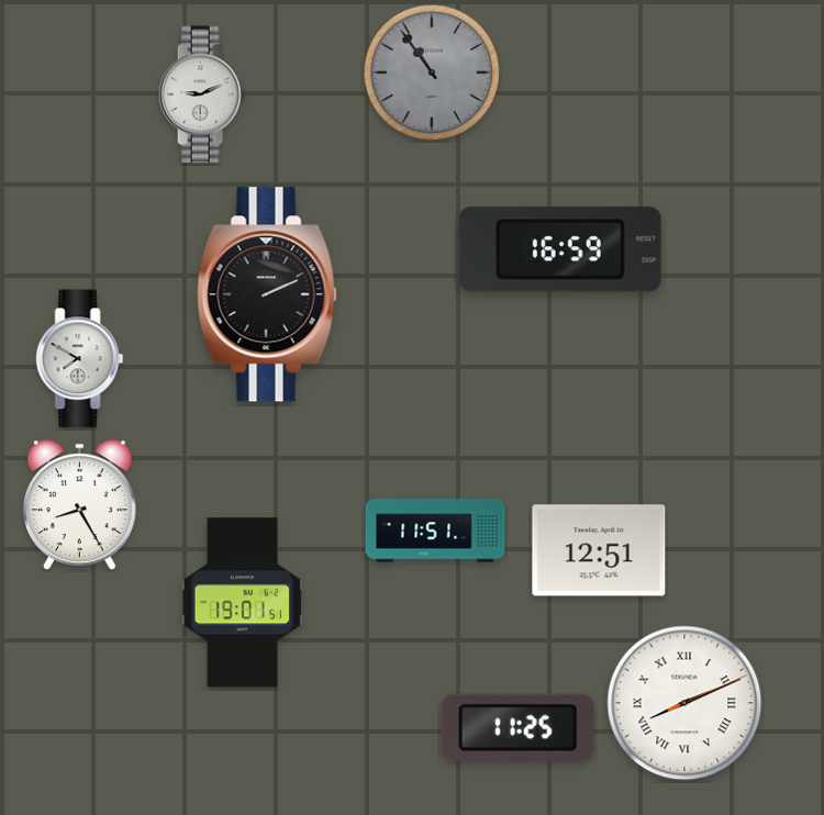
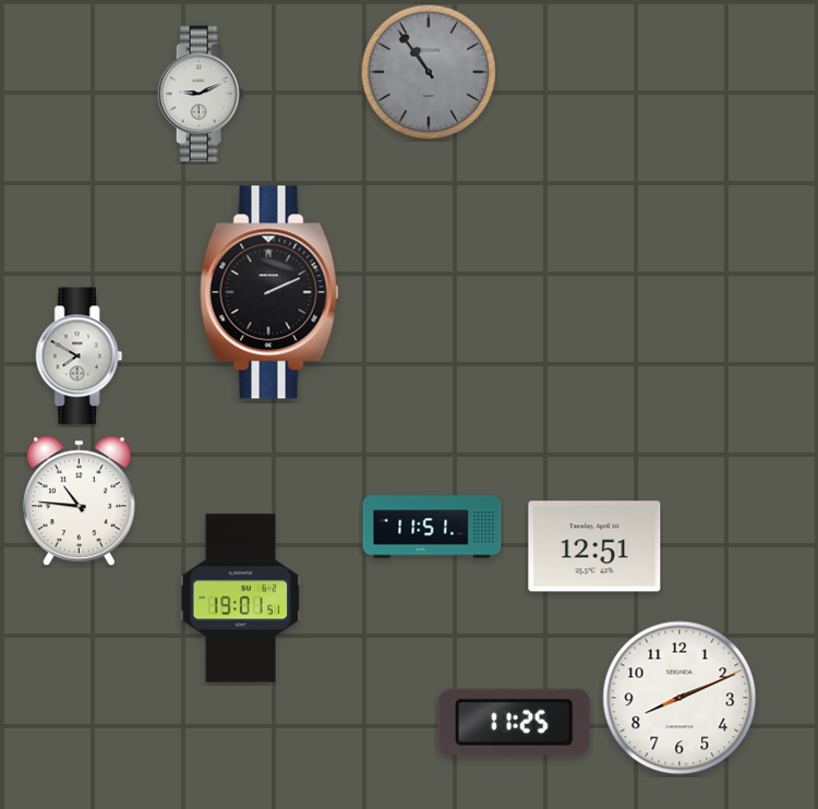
clock at (560, 249): 16:59 -> none
clock at (267, 294) position: (267, 294) -> (269, 292)
clock at (80, 504): 8:25 -> 10:46
clock at (684, 703) numerals: Roman -> Arabic
